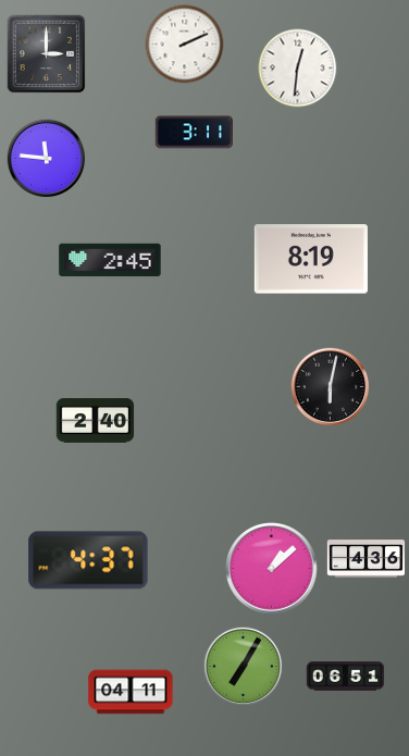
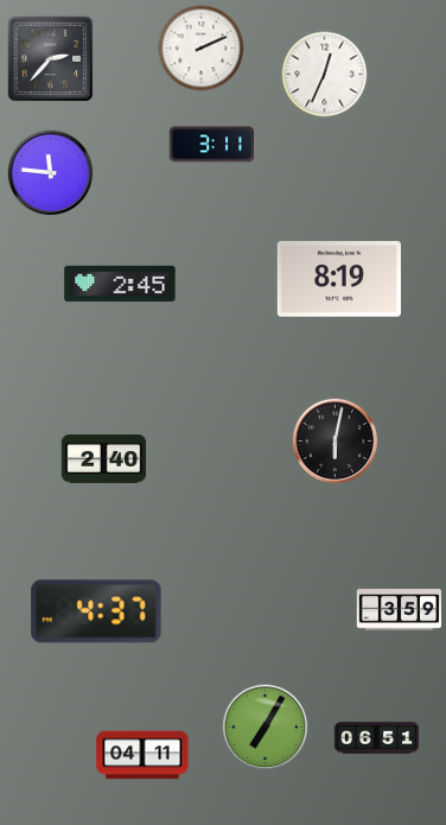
clock at (47, 54): 3:00 -> 2:37
clock at (298, 69): 12:31 -> 12:34
clock at (311, 259) position: (311, 259) -> (339, 279)
clock at (331, 387) position: (331, 387) -> (336, 442)
clock at (367, 559): 4:36 -> 3:59
clock at (272, 569): 1:08 -> none
